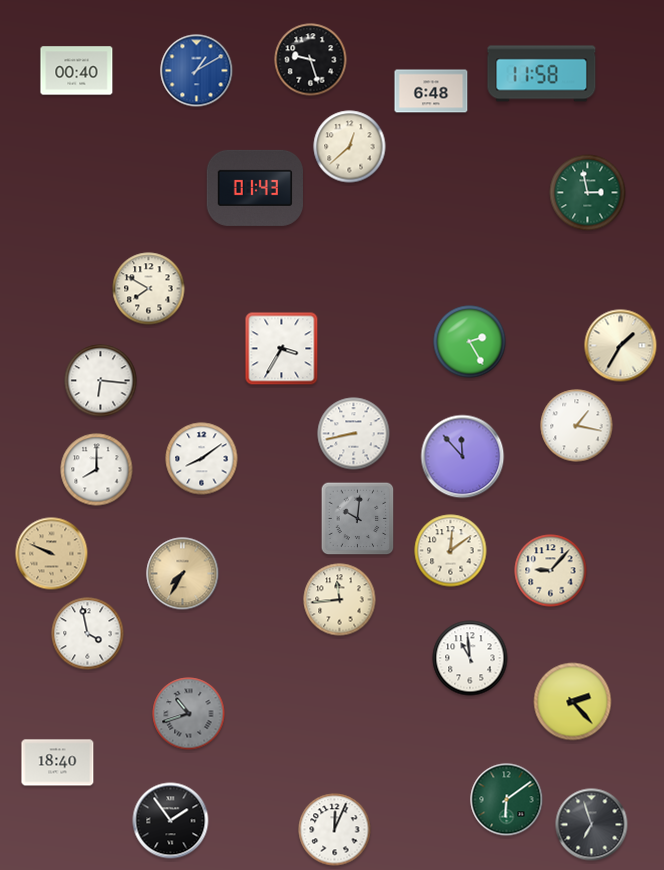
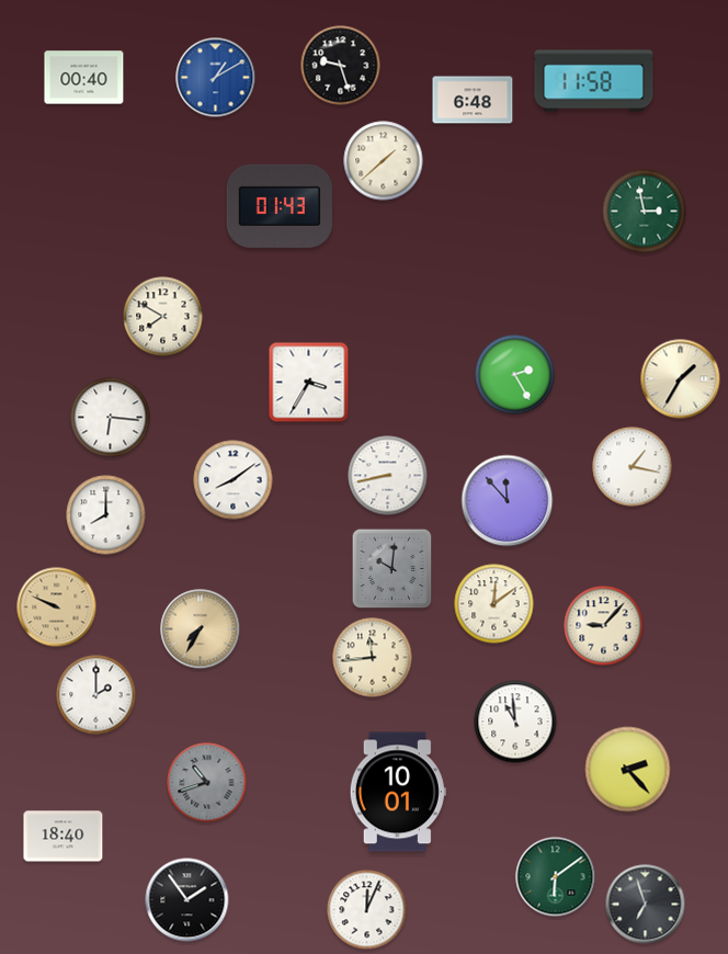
clock at (350, 147): 12:38 -> 1:38
clock at (202, 459) position: (202, 459) -> (234, 480)
clock at (88, 634): 3:58 -> 2:00
clock at (398, 792): none -> 10:01
clock at (592, 825) position: (592, 825) -> (646, 905)
